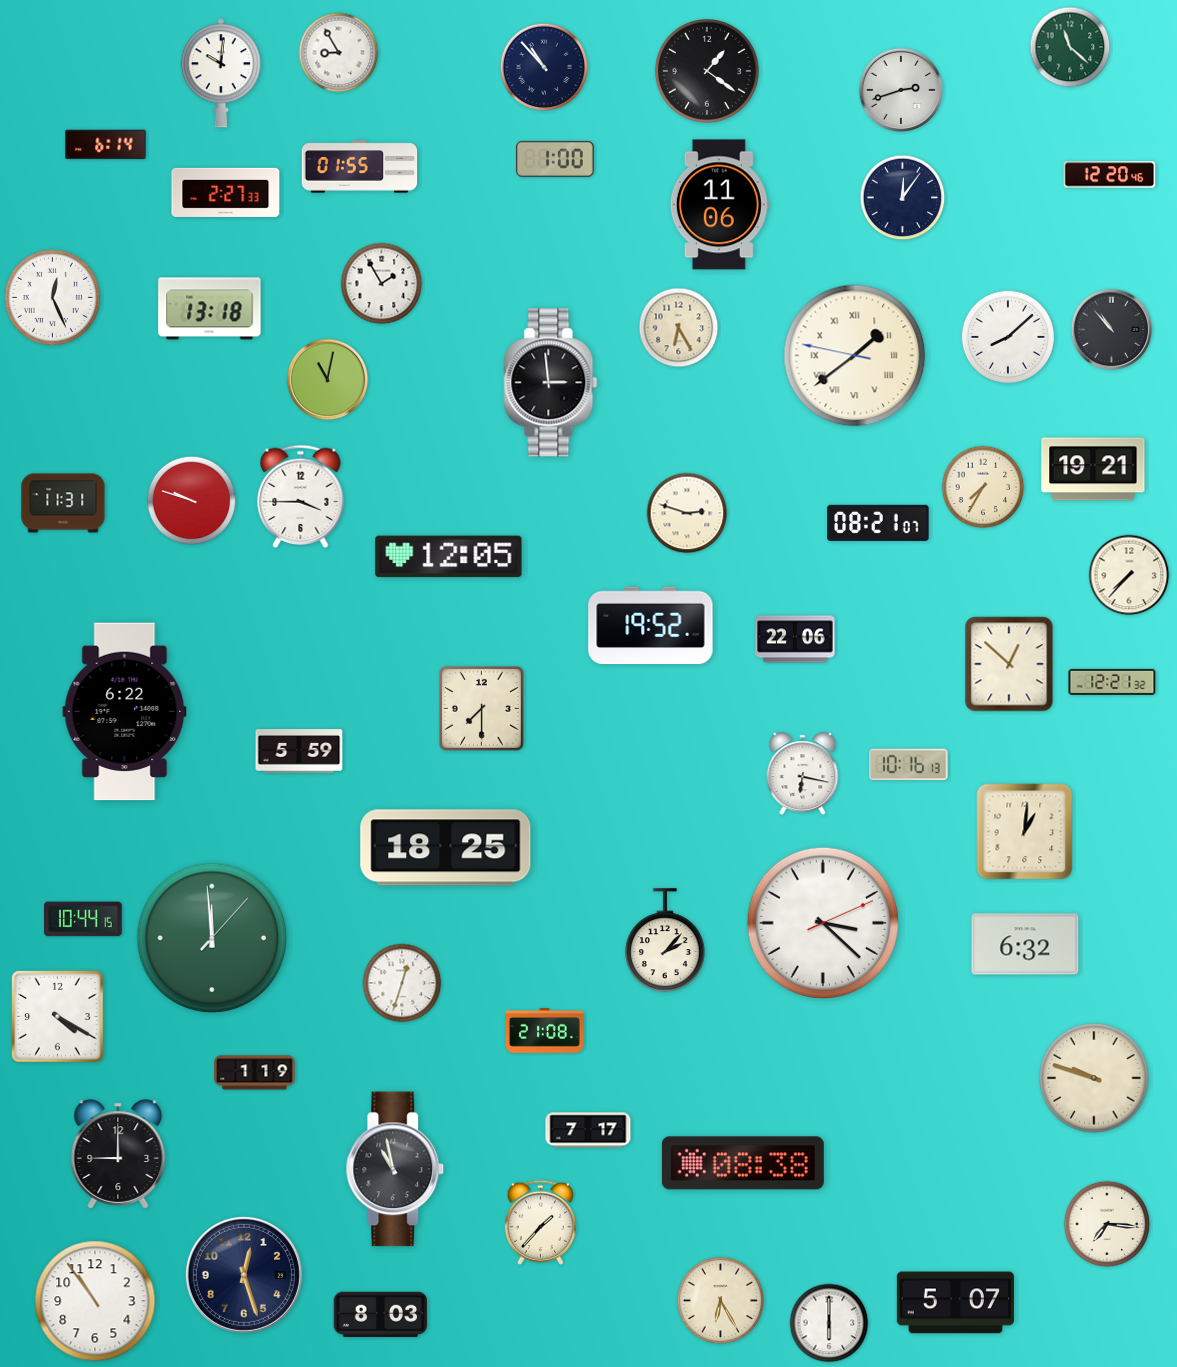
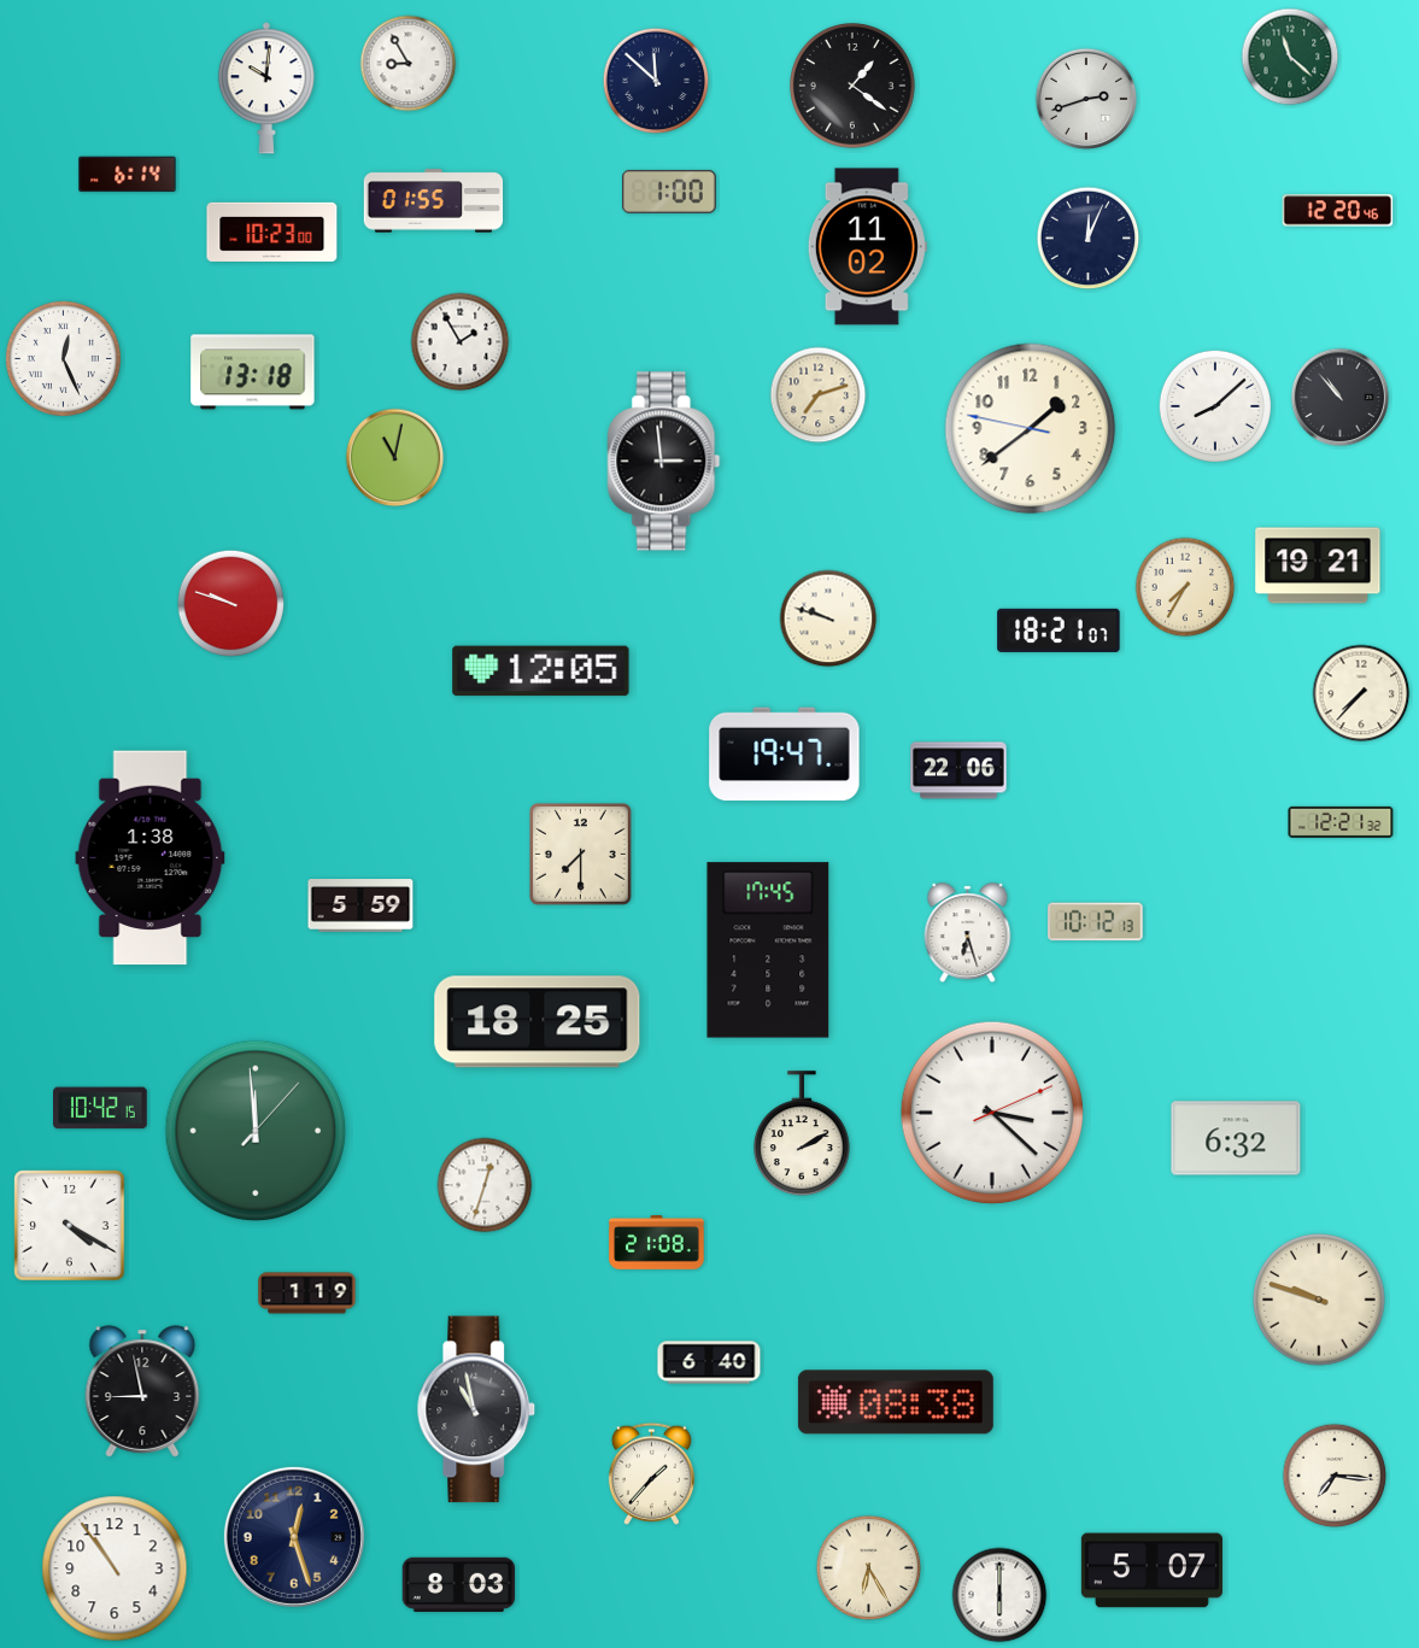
clock at (544, 67): 10:53 -> 11:52
clock at (901, 90) position: (901, 90) -> (1086, 99)
clock at (226, 192): 2:27 -> 10:23
clock at (903, 198): 12:06 -> 12:04
clock at (719, 205): 11:06 -> 11:02
clock at (679, 328): 6:25 -> 7:12
clock at (855, 356) numerals: Roman -> Arabic
clock at (301, 497): 3:45 -> none
clock at (63, 503): 11:31 -> none
clock at (687, 513): 2:48 -> 9:48
clock at (878, 523): 08:21 -> 18:21
clock at (651, 626): 19:52 -> 19:47
clock at (1009, 664): 12:52 -> none
clock at (125, 712): 6:22 -> 1:38
clock at (909, 765): 10:16 -> 10:12
clock at (803, 774): 6:17 -> 6:27
clock at (768, 950): none -> 17:45
clock at (1025, 832): 1:01 -> none
clock at (84, 919): 10:44 -> 10:42
clock at (665, 940): 2:07 -> 2:10
clock at (588, 1130): 7:17 -> 6:40
clock at (118, 1154): 9:00 -> 8:58
